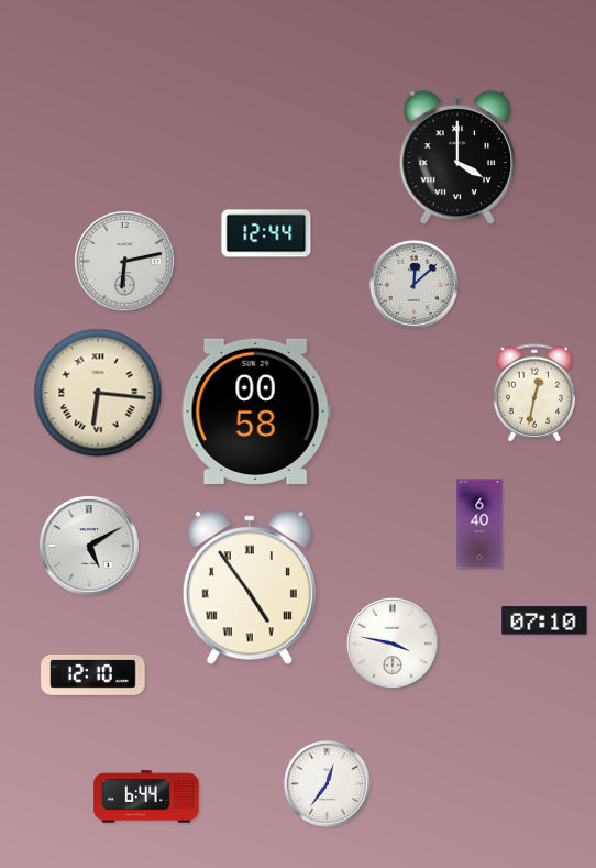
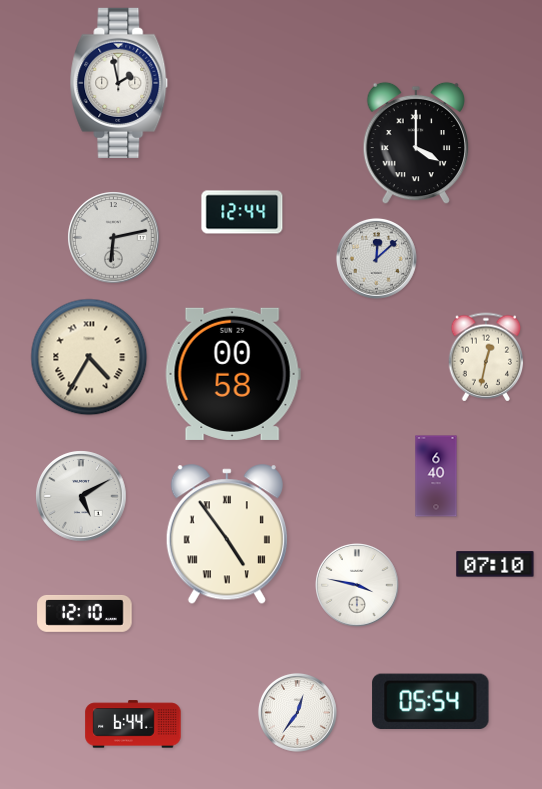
clock at (119, 83): none -> 1:58
clock at (98, 393): 6:16 -> 4:35
clock at (431, 701): none -> 05:54
